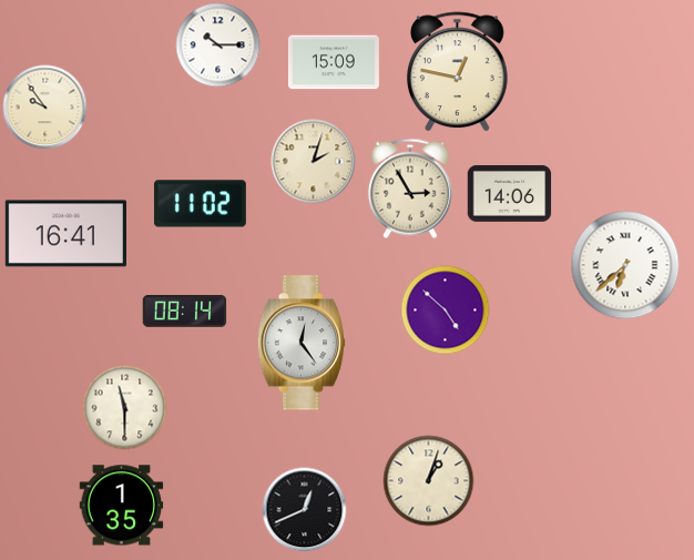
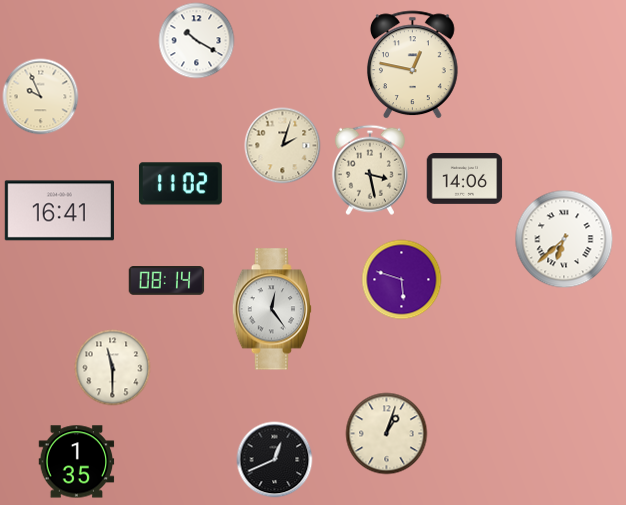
clock at (218, 45): 10:15 -> 10:20
clock at (334, 62): 15:09 -> none
clock at (45, 108): 9:54 -> 9:56
clock at (410, 189): 2:55 -> 3:28
clock at (510, 193) position: (510, 193) -> (465, 178)
clock at (446, 310): 4:52 -> 5:48
clock at (122, 506) position: (122, 506) -> (77, 462)
